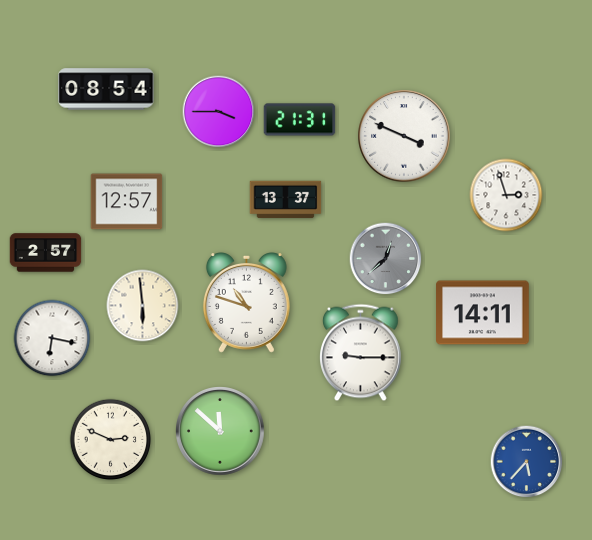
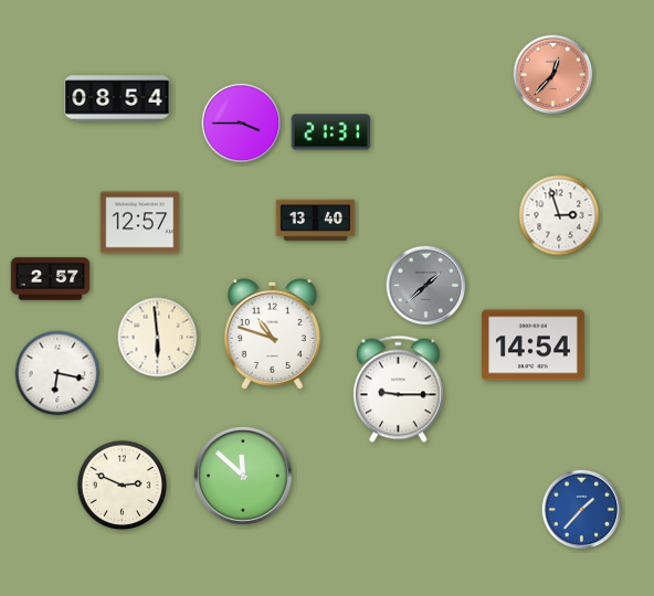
clock at (553, 75): none -> 12:37
clock at (404, 136): 3:49 -> none
clock at (286, 200): 13:37 -> 13:40
clock at (386, 259): 12:38 -> 1:38
clock at (483, 313): 14:11 -> 14:54
clock at (527, 462): 5:37 -> 1:37
